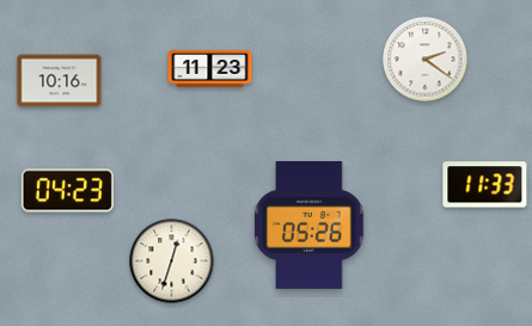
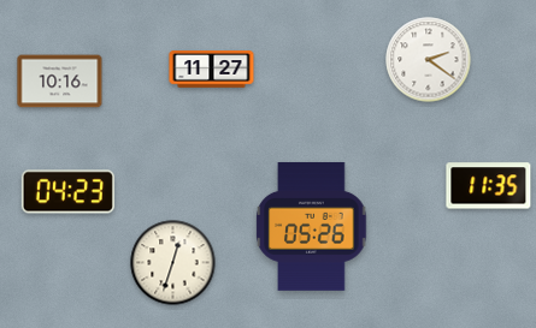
clock at (210, 69): 11:23 -> 11:27
clock at (485, 185): 11:33 -> 11:35
